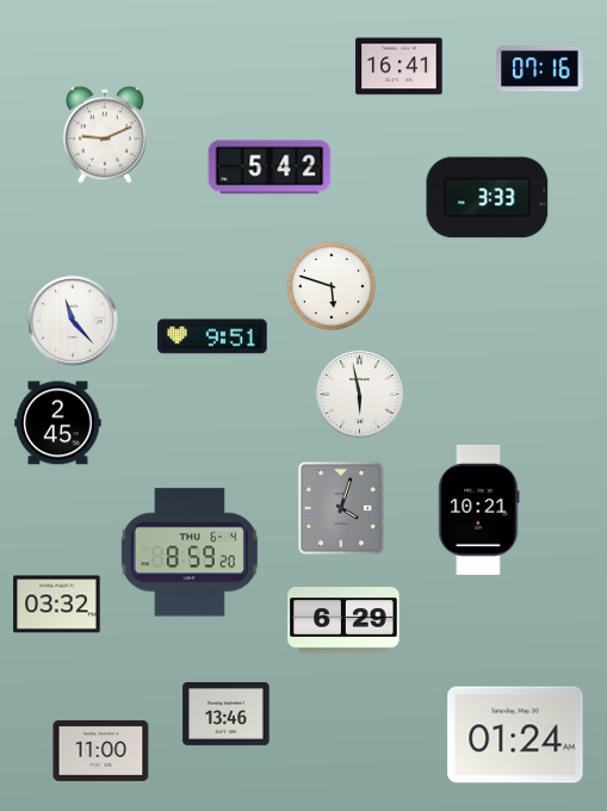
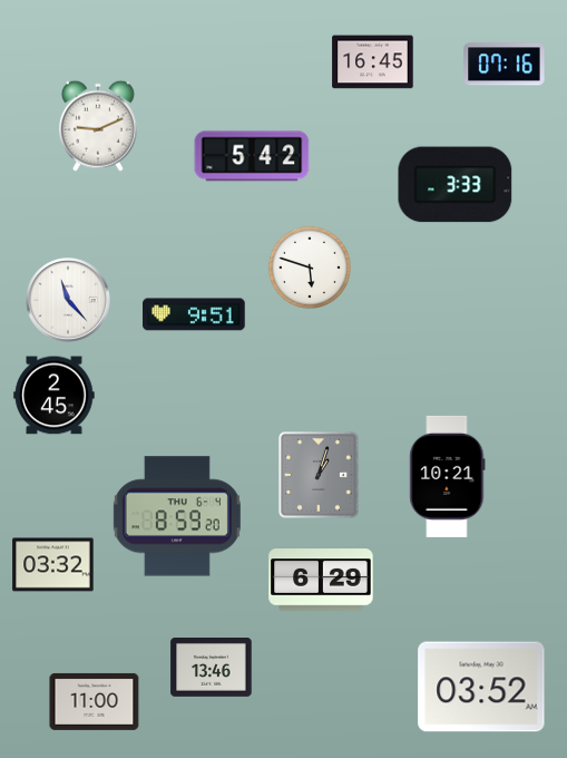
clock at (399, 67): 16:41 -> 16:45
clock at (212, 336) position: (212, 336) -> (194, 314)
clock at (360, 395): 5:58 -> none
clock at (341, 509): 4:03 -> 1:03
clock at (515, 735): 01:24 -> 03:52
